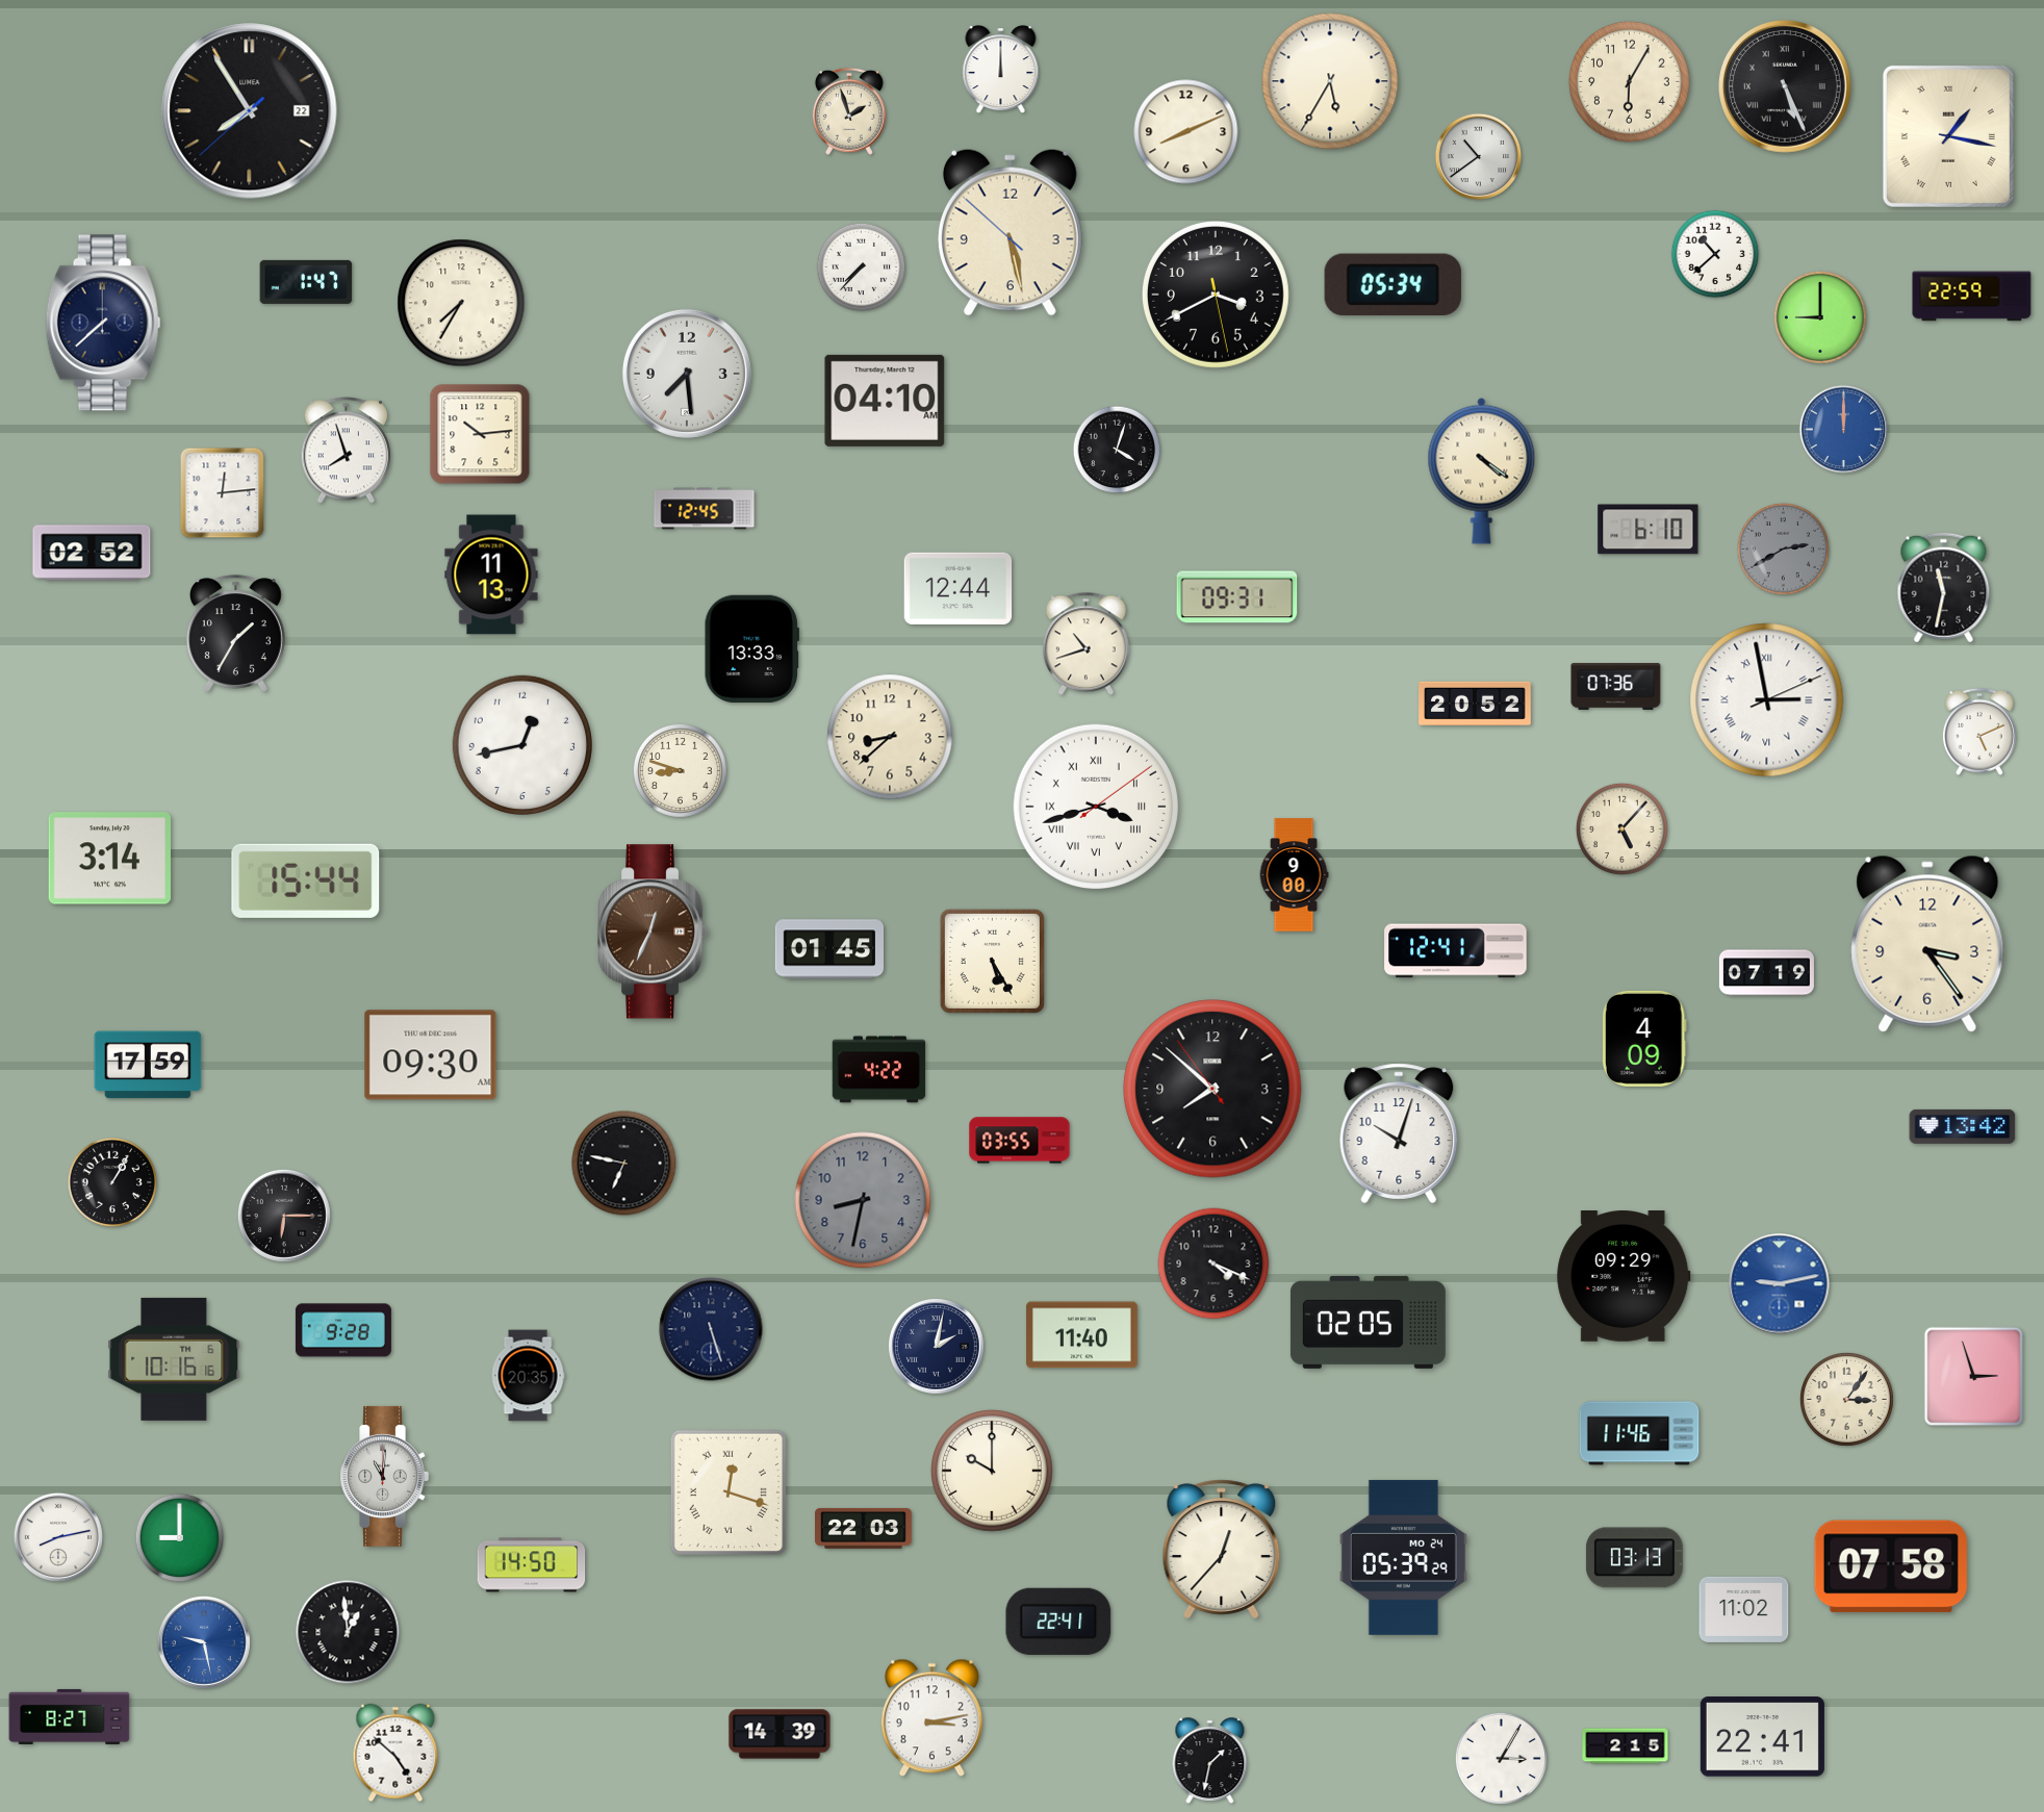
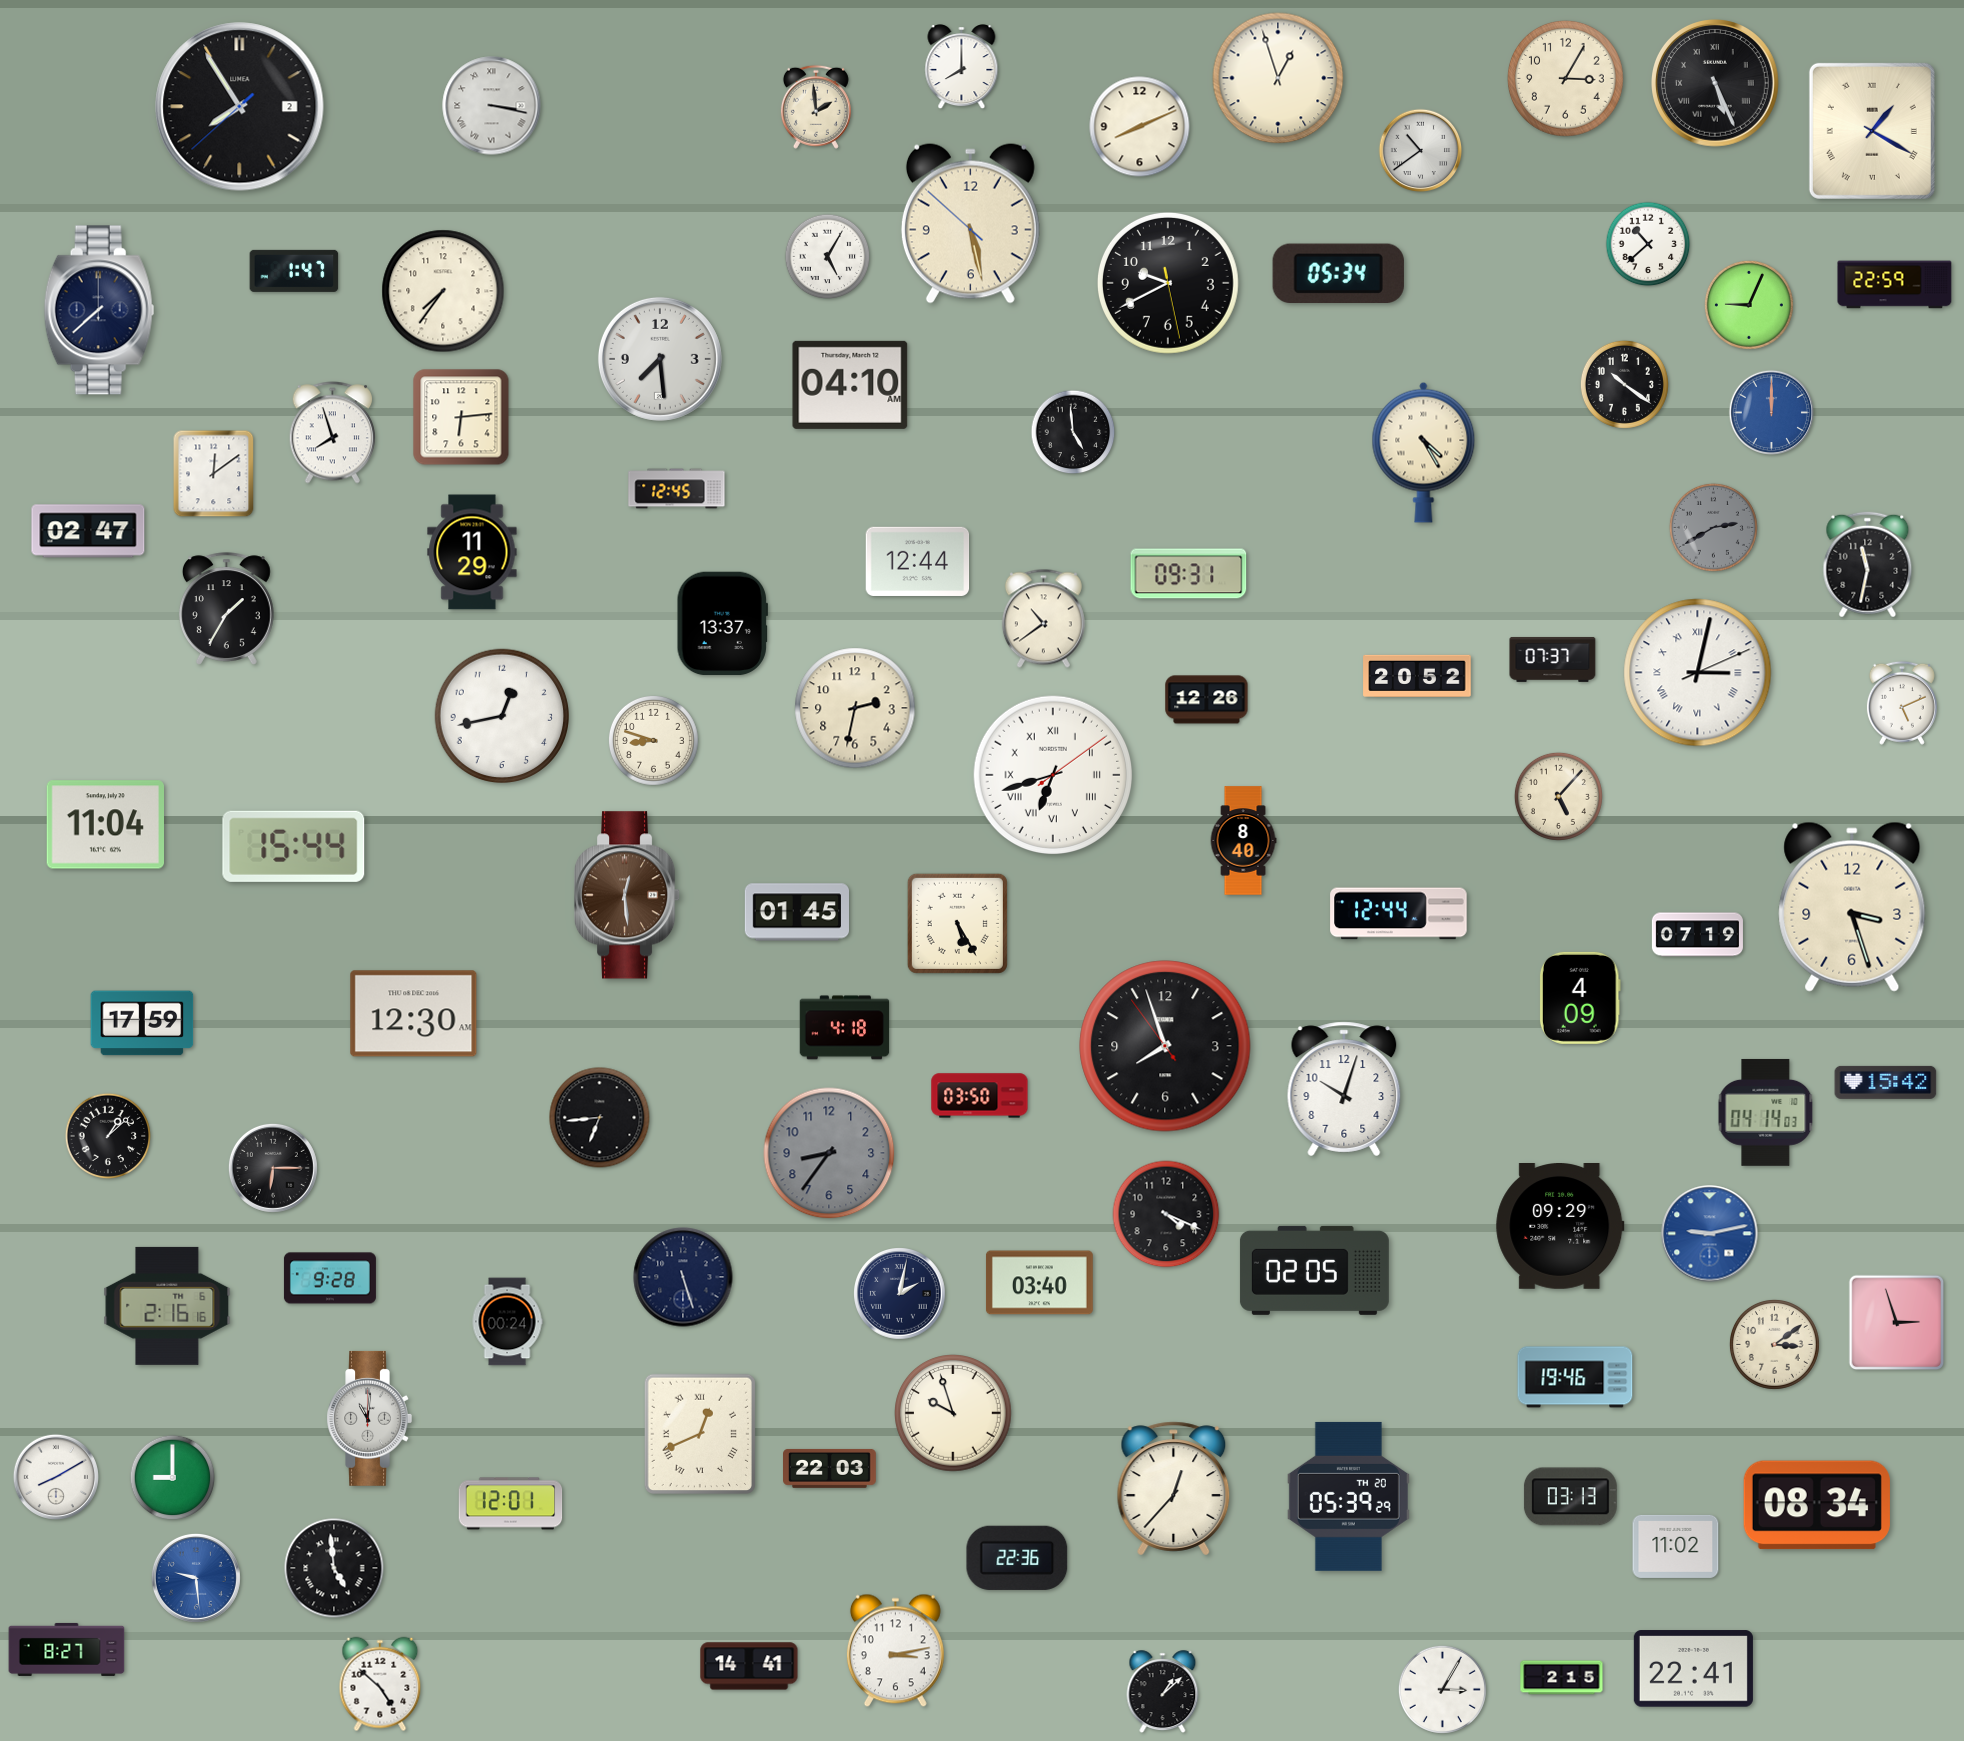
clock at (1001, 70): 12:00 -> 8:00
clock at (1330, 81): 5:35 -> 12:57
clock at (1630, 82): 6:05 -> 3:05
clock at (492, 106): none -> 3:17
clock at (250, 111) date: 22 -> 2
clock at (849, 111): 1:57 -> 1:59
clock at (1948, 136): 1:17 -> 1:20
clock at (862, 267): 7:37 -> 5:05
clock at (1216, 295): 3:40 -> 9:40
clock at (461, 303): 7:35 -> 7:36
clock at (1820, 317): 9:00 -> 9:04
clock at (1624, 384): none -> 10:21
clock at (480, 434): 10:14 -> 6:14
clock at (1117, 450): 4:03 -> 4:59
clock at (1482, 470): 4:21 -> 4:25
clock at (223, 493): 12:14 -> 12:09
clock at (1649, 530): 6:10 -> none
clock at (92, 553): 02:52 -> 02:47
clock at (491, 575): 11:13 -> 11:29
clock at (959, 588) position: (959, 588) -> (918, 561)
clock at (1085, 644): 10:42 -> 10:39
clock at (751, 649): 13:33 -> 13:37
clock at (1616, 686): 07:36 -> 07:37
clock at (1767, 700): 2:58 -> 3:02
clock at (1207, 700): none -> 12:26
clock at (890, 737): 8:38 -> 2:32
clock at (1095, 806): 3:42 -> 6:42
clock at (110, 859): 3:14 -> 11:04
clock at (1294, 875): 9:00 -> 8:40
clock at (653, 931): 12:34 -> 12:29
clock at (1927, 944): 3:24 -> 3:27
clock at (1456, 951): 12:41 -> 12:44
clock at (992, 961) position: (992, 961) -> (957, 923)
clock at (431, 1055): 09:30 -> 12:30
clock at (879, 1070): 4:22 -> 4:18
clock at (1212, 1089): 7:51 -> 7:56
clock at (1963, 1126): 13:42 -> 15:42
clock at (1020, 1141): 03:55 -> 03:50
clock at (1766, 1112): none -> 04:14
clock at (624, 1164): 6:47 -> 6:44
clock at (112, 1182): 1:05 -> 1:08
clock at (863, 1200): 8:32 -> 8:36
clock at (1081, 1335): 11:40 -> 03:40
clock at (174, 1359): 10:16 -> 2:16
clock at (528, 1376): 20:35 -> 00:24
clock at (1846, 1399): 3:06 -> 3:09
clock at (1639, 1433): 11:46 -> 19:46
clock at (992, 1471): 10:00 -> 9:57
clock at (727, 1491): 12:18 -> 12:41
clock at (58, 1537): 8:13 -> 8:10
clock at (1403, 1557) date: MO 24 -> TH 20
clock at (532, 1565): 14:50 -> 12:01
clock at (1891, 1566): 07:58 -> 08:34
clock at (1058, 1622): 22:41 -> 22:36
clock at (348, 1632): 12:59 -> 4:59
clock at (204, 1642): 9:28 -> 9:29
clock at (780, 1734): 14:39 -> 14:41
clock at (1210, 1761): 1:32 -> 1:08
